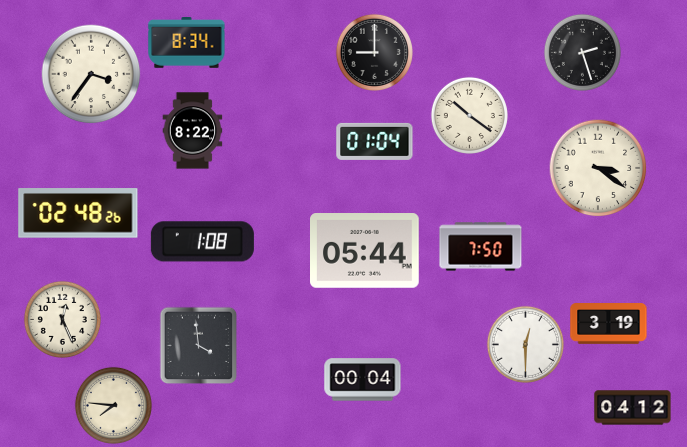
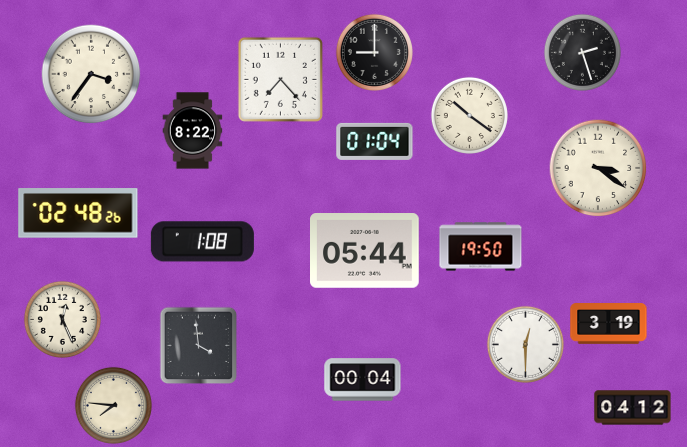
clock at (187, 43): 8:34 -> none
clock at (280, 79): none -> 7:23
clock at (481, 247): 7:50 -> 19:50
